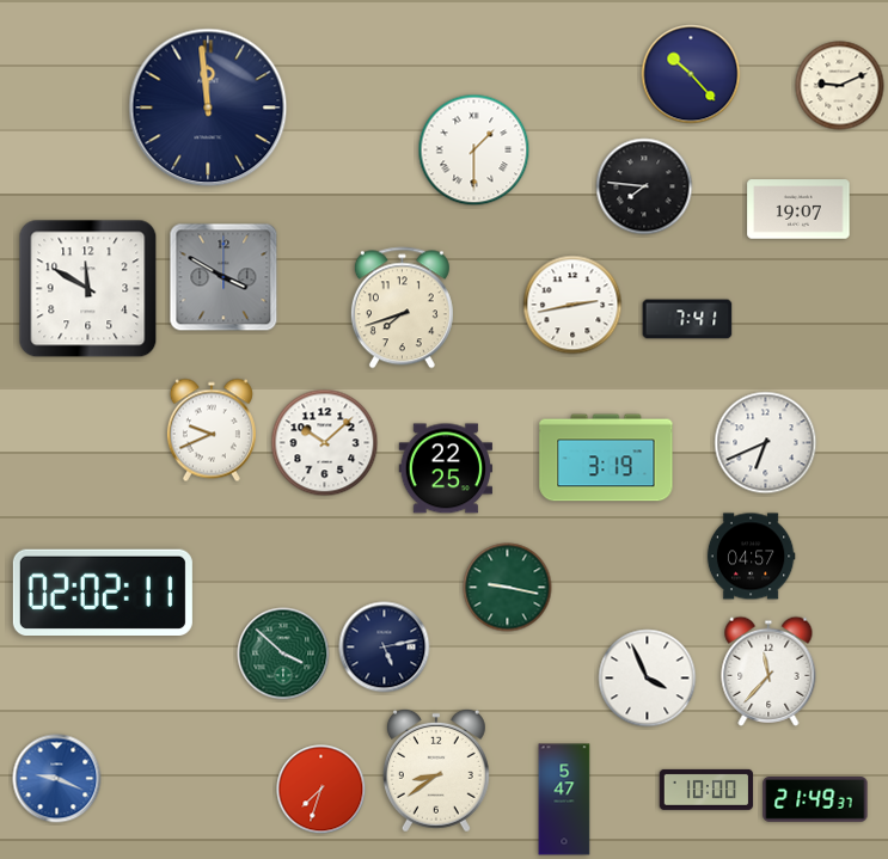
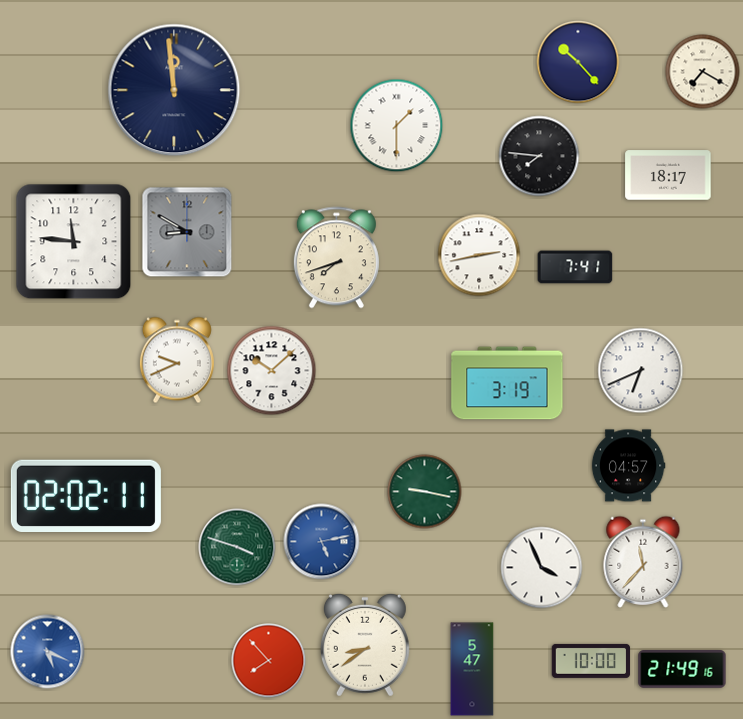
clock at (840, 86): 9:11 -> 7:20
clock at (798, 209): 19:07 -> 18:17
clock at (223, 277): 3:50 -> 8:50
clock at (88, 289): 11:50 -> 11:46
clock at (445, 468): 22:25 -> none
clock at (385, 648) dial: navy -> blue
clock at (283, 654): 3:52 -> 3:48
clock at (57, 779): 9:19 -> 5:19
clock at (321, 790): 7:33 -> 7:53
clock at (815, 800): 21:49:37 -> 21:49:16
